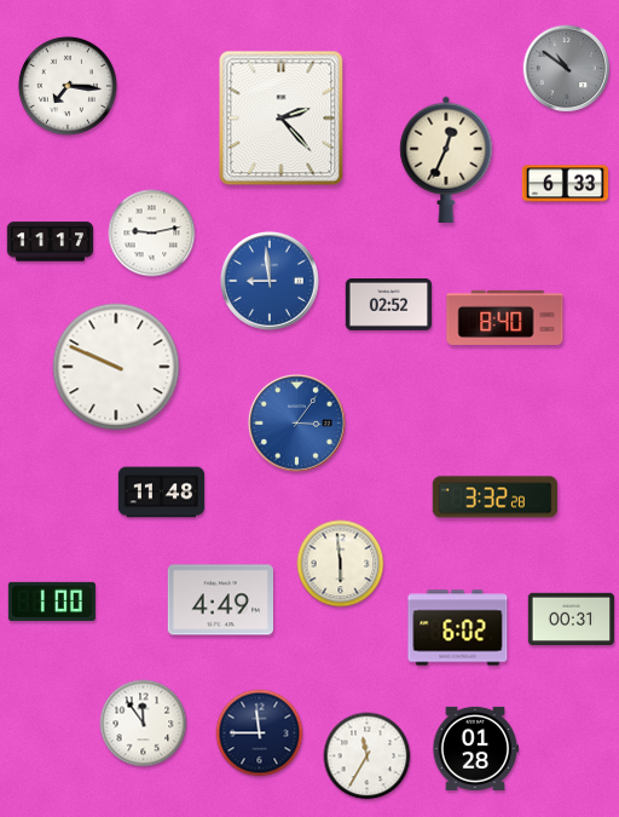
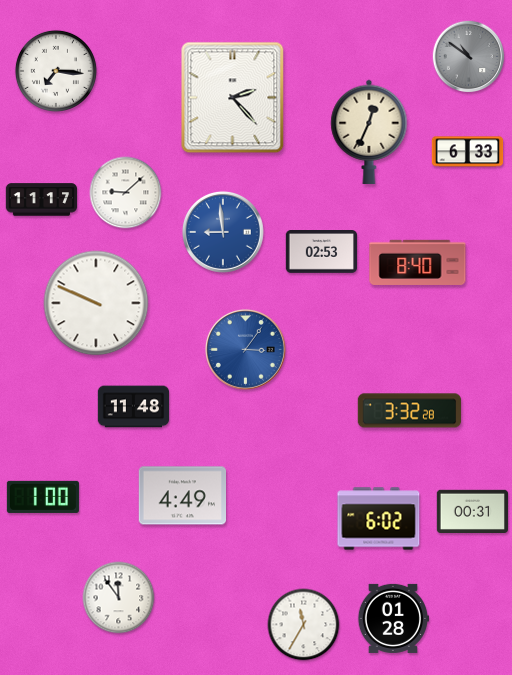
clock at (152, 234): 9:13 -> 9:08
clock at (389, 305): 02:52 -> 02:53
clock at (341, 564): 5:59 -> none
clock at (260, 733): 11:45 -> none
